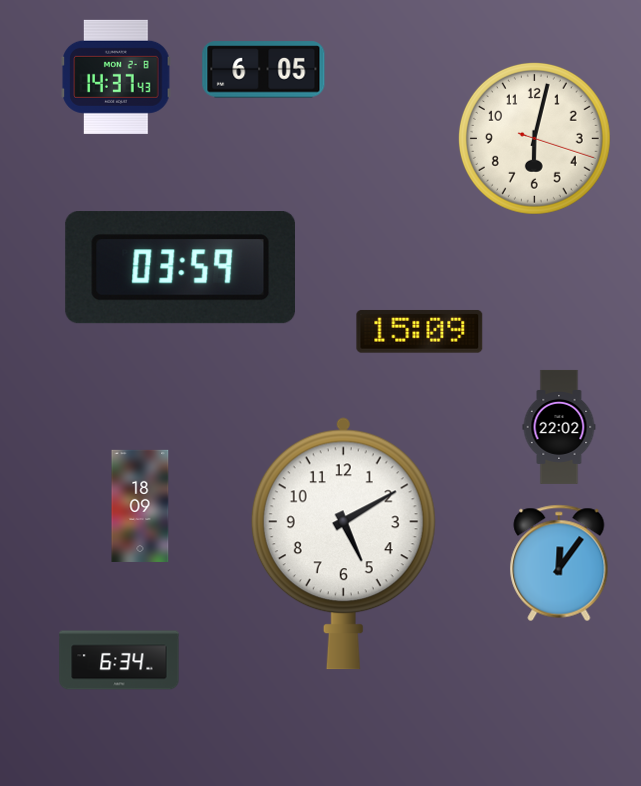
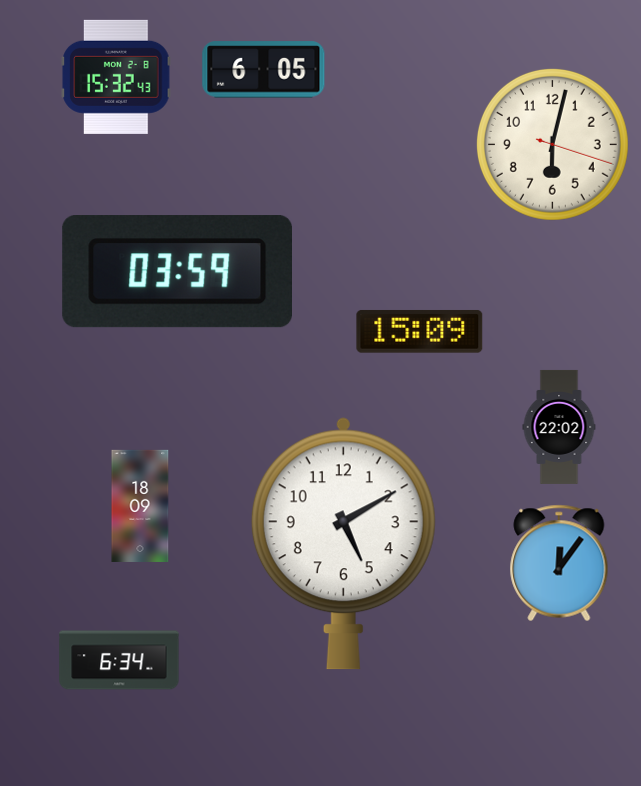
clock at (116, 77): 14:37 -> 15:32
clock at (534, 138) position: (534, 138) -> (552, 144)
clock at (180, 268) position: (180, 268) -> (177, 272)
